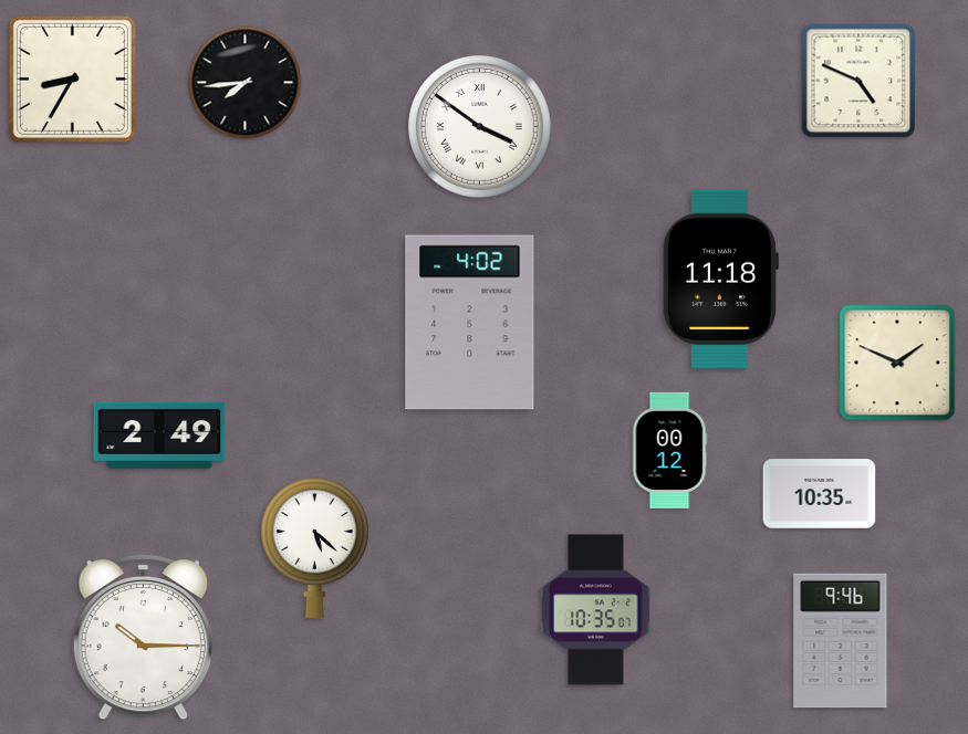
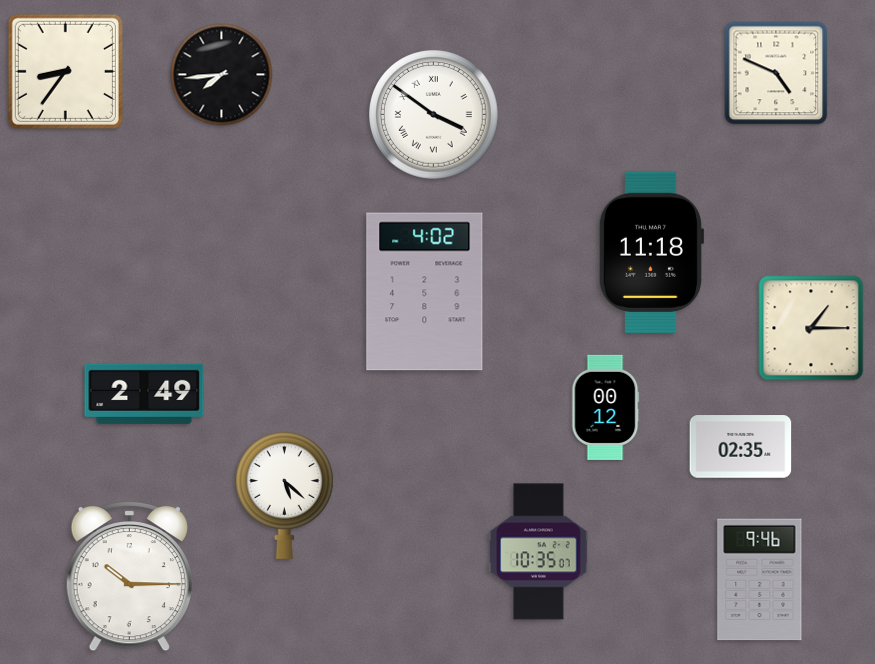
clock at (72, 78): 8:35 -> 8:36
clock at (897, 363): 1:49 -> 1:15
clock at (820, 494): 10:35 -> 02:35
